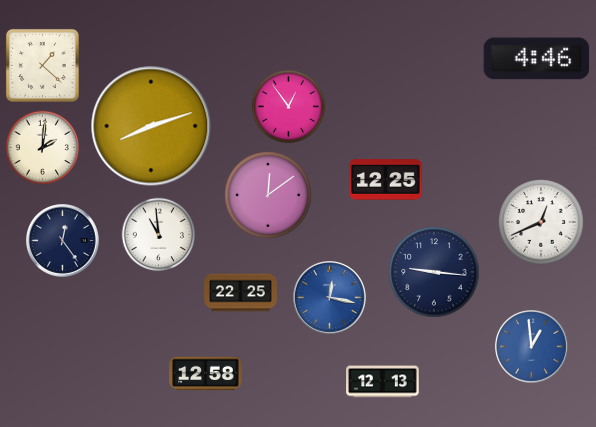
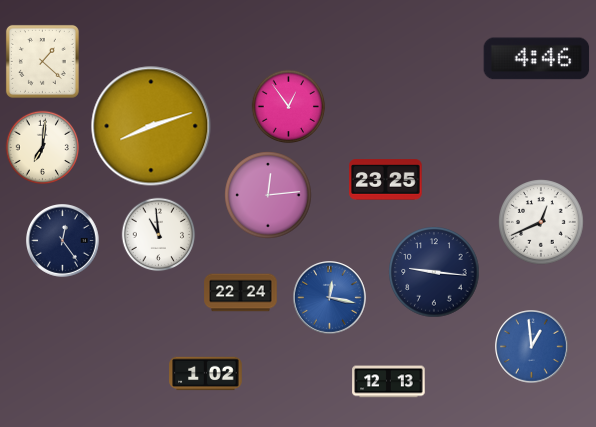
clock at (42, 65) position: (42, 65) -> (42, 61)
clock at (43, 148): 2:01 -> 7:01
clock at (386, 180): 12:25 -> 23:25
clock at (268, 195): 12:09 -> 12:14
clock at (241, 293): 22:25 -> 22:24
clock at (206, 374): 12:58 -> 1:02
clock at (383, 382) position: (383, 382) -> (389, 382)
